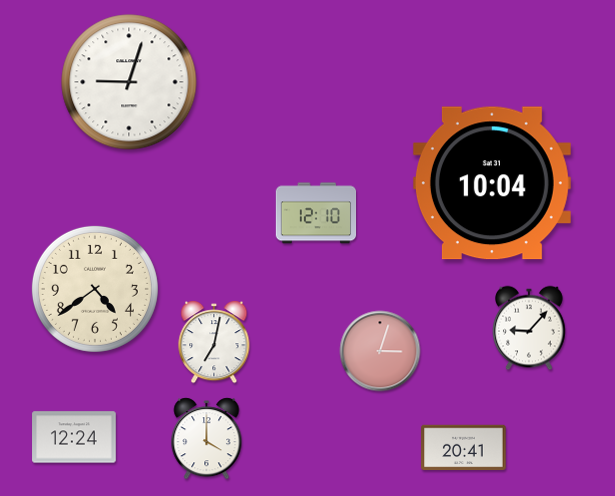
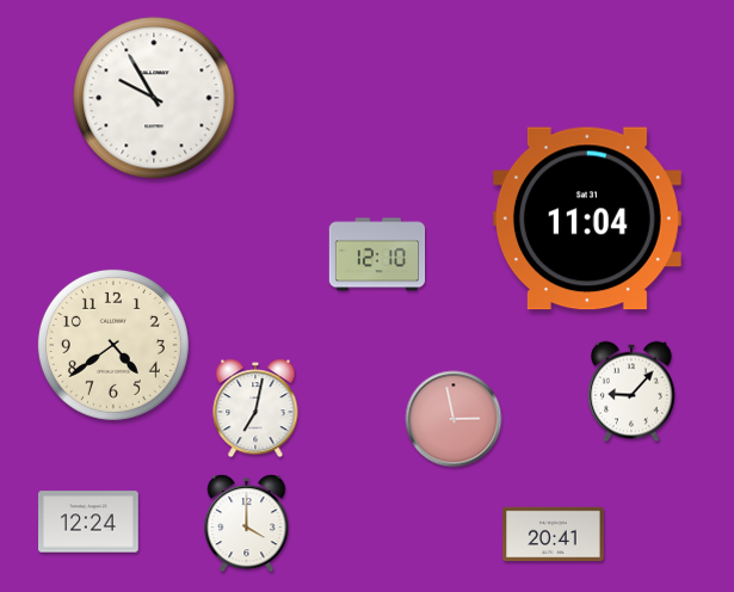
clock at (129, 82): 9:03 -> 9:55
clock at (492, 183): 10:04 -> 11:04
clock at (380, 351): 3:03 -> 2:58
